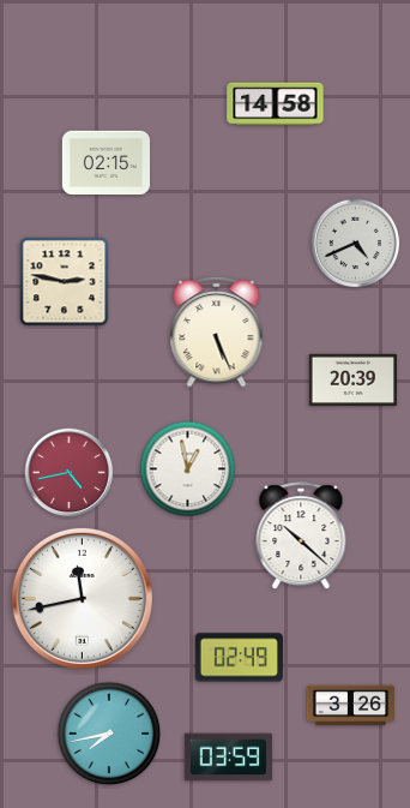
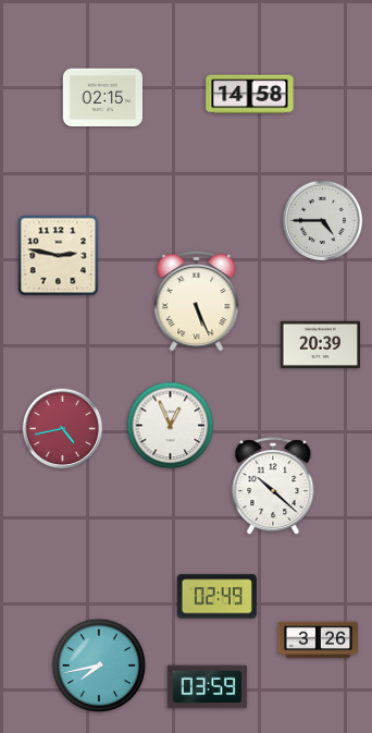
clock at (105, 163) position: (105, 163) -> (102, 98)
clock at (356, 244): 4:41 -> 4:45
clock at (188, 469): 12:58 -> 12:56
clock at (82, 598): 11:43 -> none
